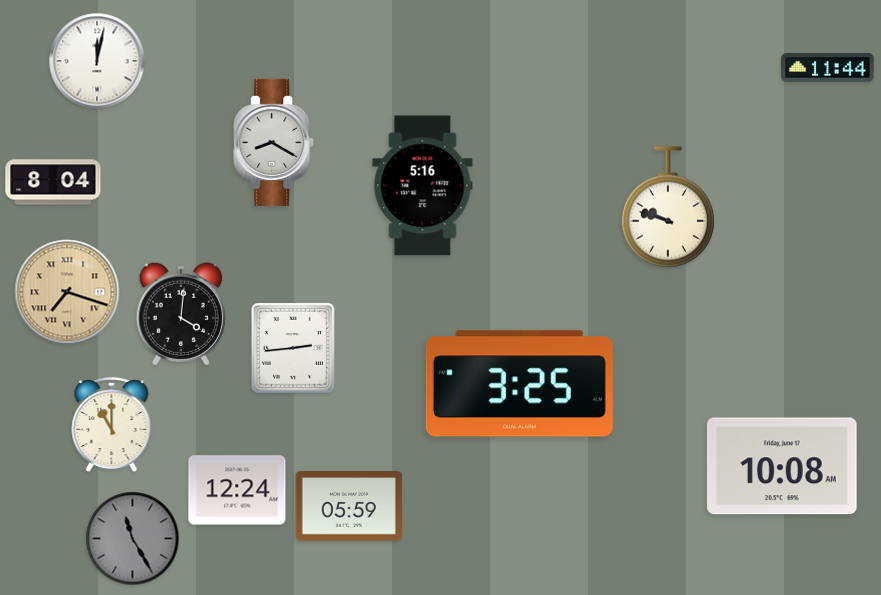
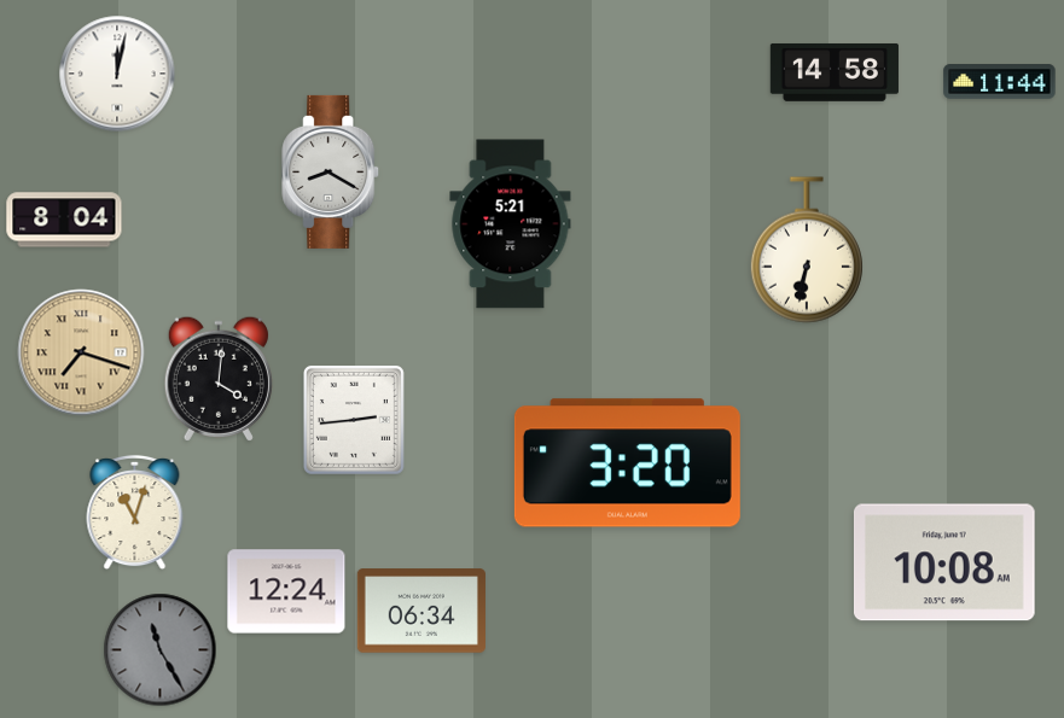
clock at (835, 72): none -> 14:58
clock at (423, 186): 5:16 -> 5:21
clock at (668, 207): 9:48 -> 6:32
clock at (519, 384): 3:25 -> 3:20
clock at (112, 425): 11:00 -> 11:03
clock at (349, 506): 05:59 -> 06:34
